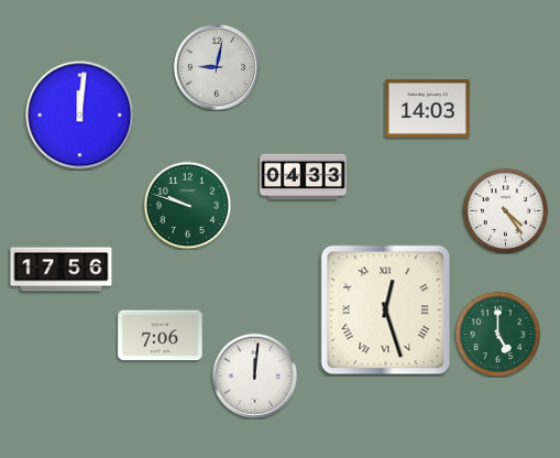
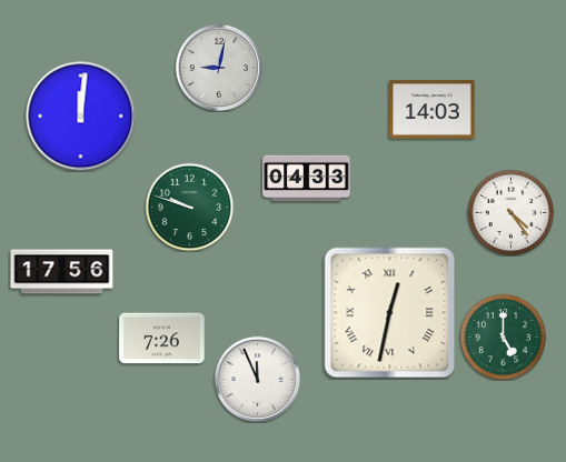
clock at (386, 310): 12:27 -> 12:32
clock at (161, 336): 7:06 -> 7:26
clock at (254, 375): 12:01 -> 11:56
